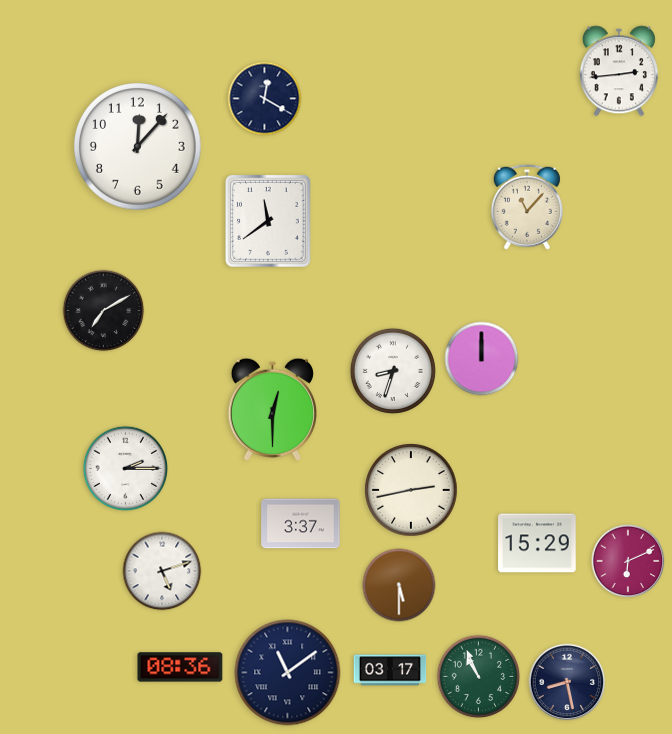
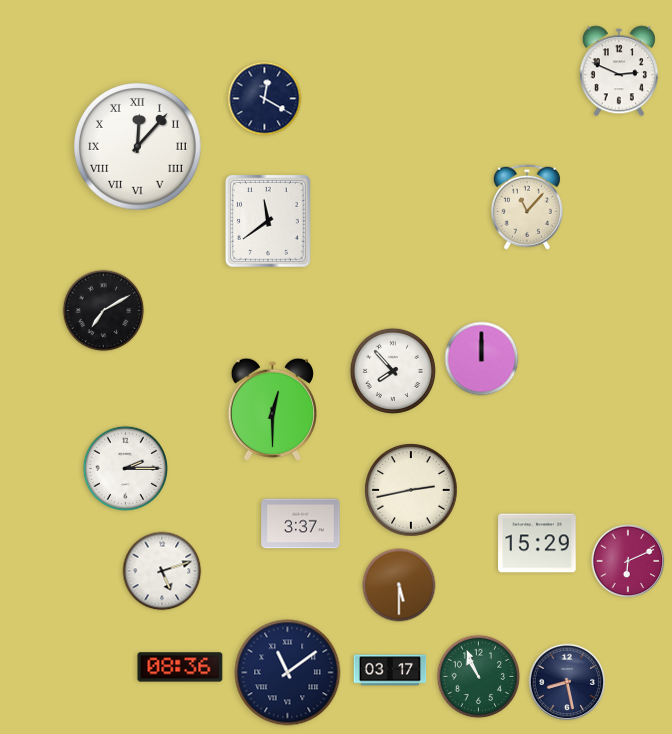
clock at (619, 71): 2:44 -> 2:49
clock at (138, 147) numerals: Arabic -> Roman
clock at (393, 371): 8:33 -> 7:53
